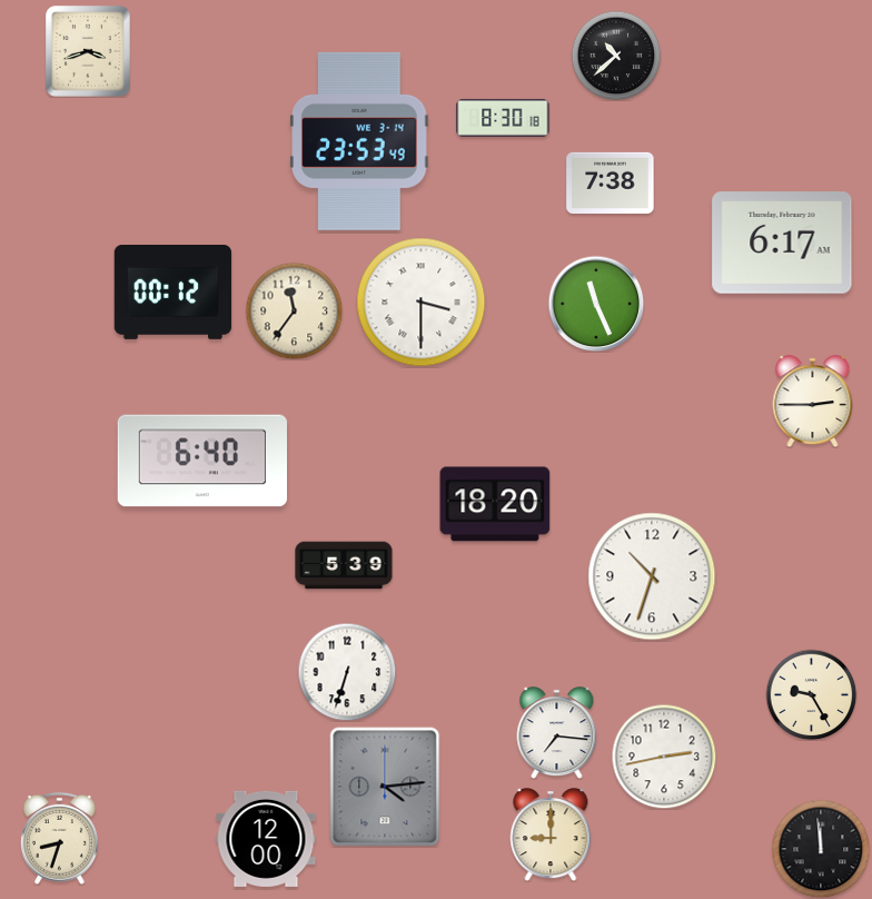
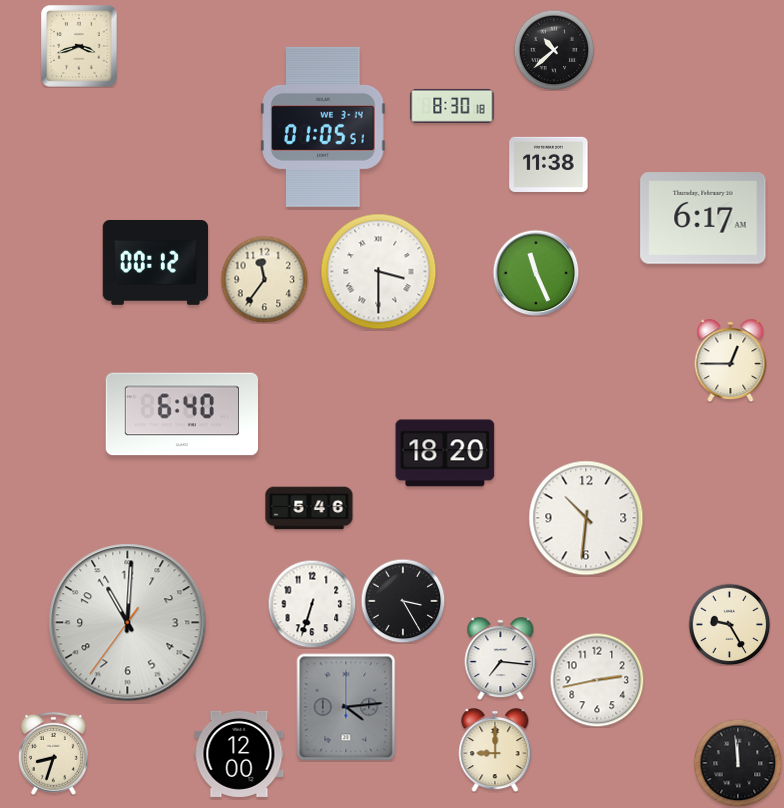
clock at (359, 141): 23:53 -> 01:05
clock at (611, 182): 7:38 -> 11:38
clock at (813, 402): 2:45 -> 12:45
clock at (344, 565): 5:39 -> 5:46
clock at (652, 576): 10:33 -> 10:31
clock at (403, 601): none -> 3:25
clock at (128, 623): none -> 11:00
